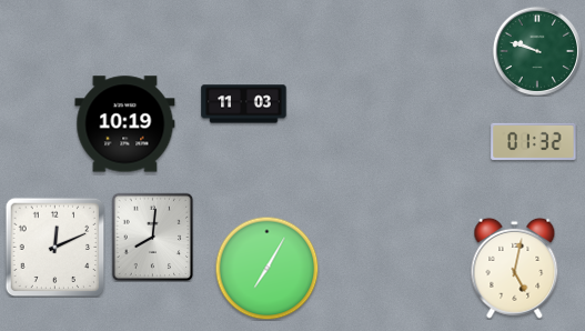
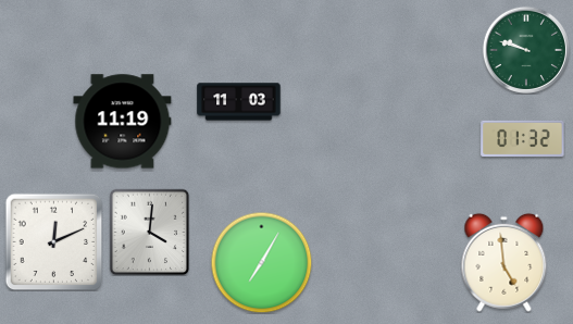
clock at (125, 124): 10:19 -> 11:19
clock at (153, 237): 8:01 -> 4:01
clock at (515, 268): 5:02 -> 4:59
